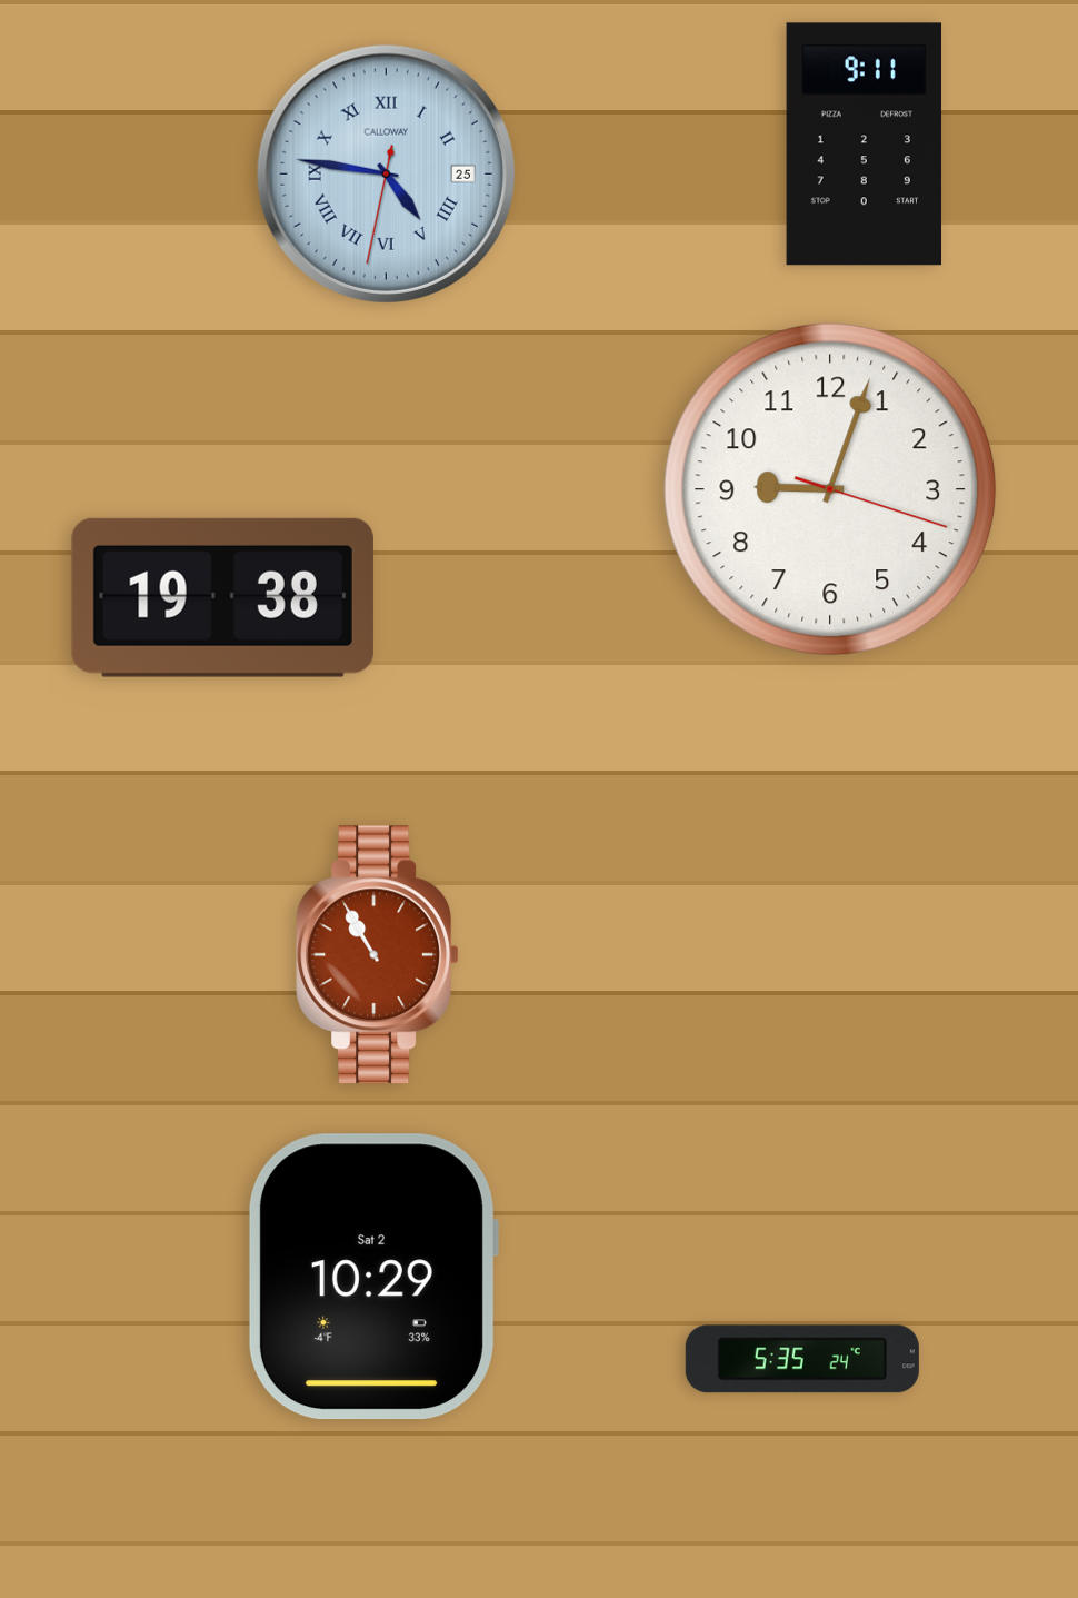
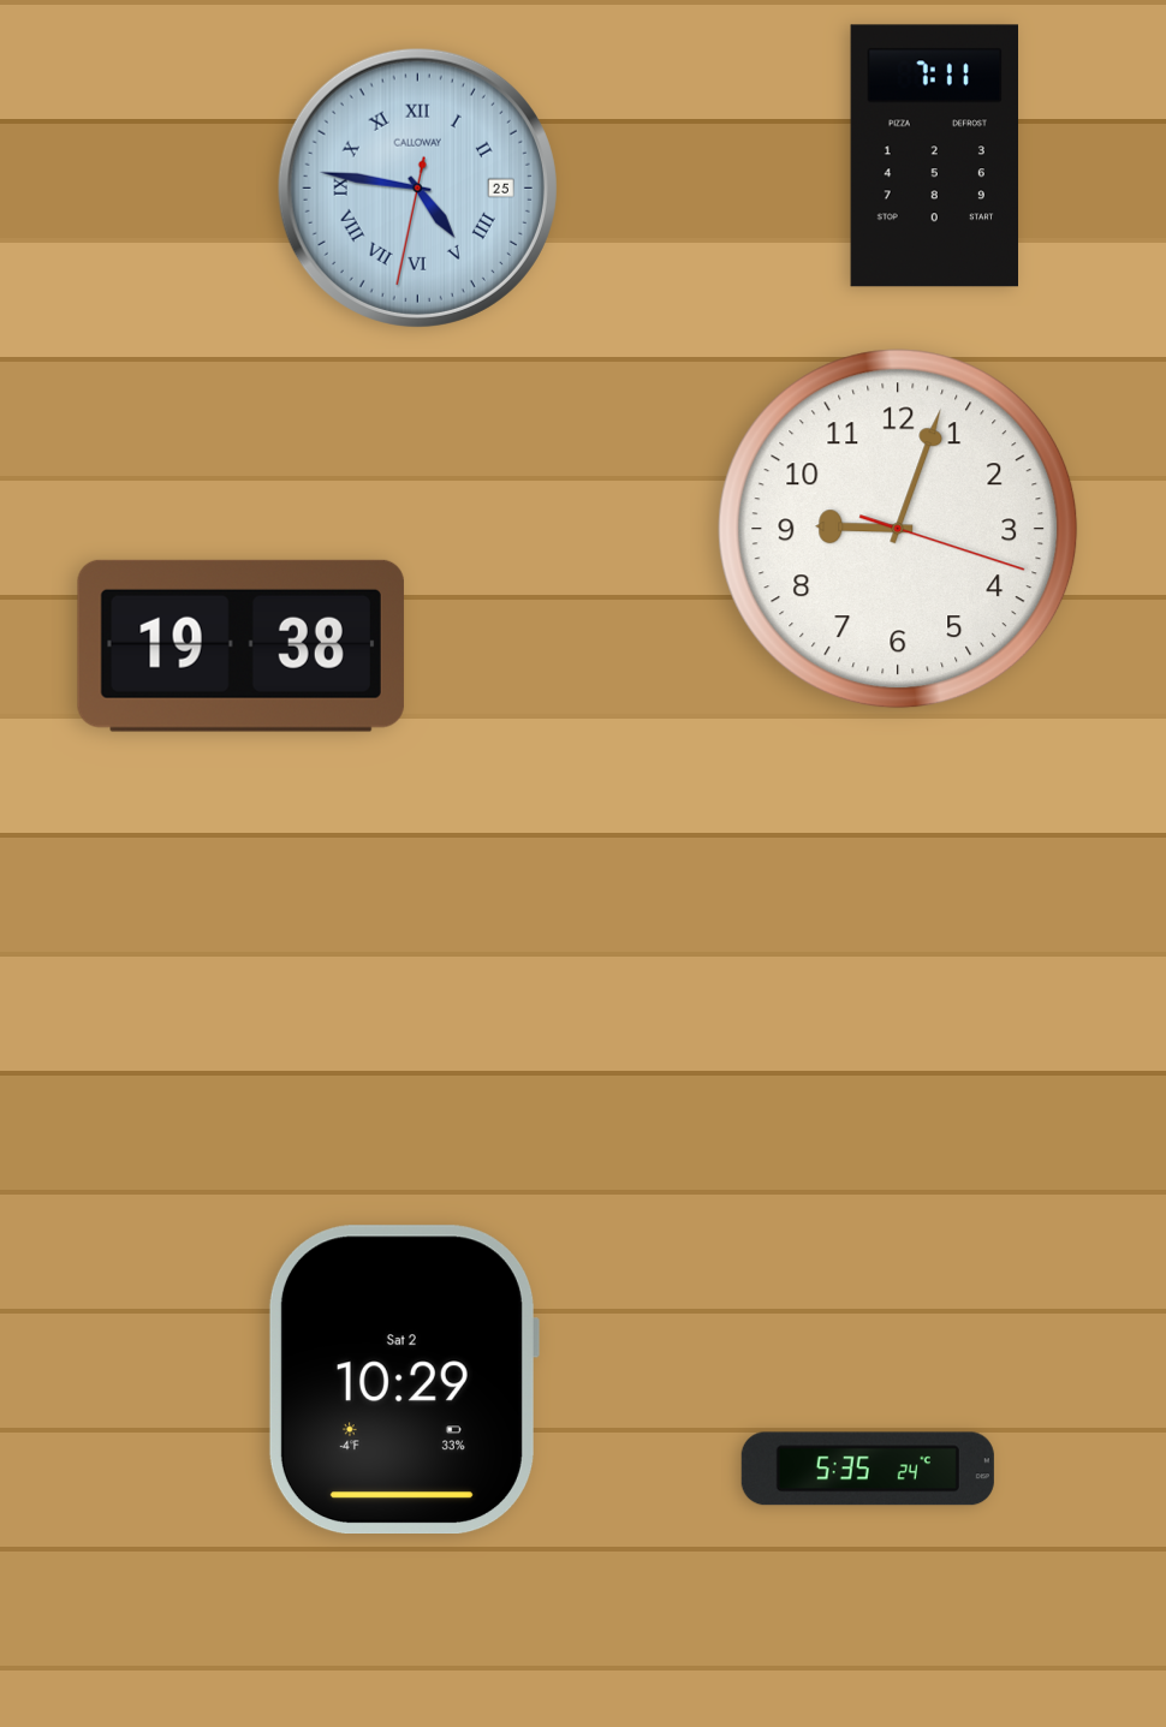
clock at (864, 145): 9:11 -> 7:11
clock at (377, 955): 10:55 -> none
